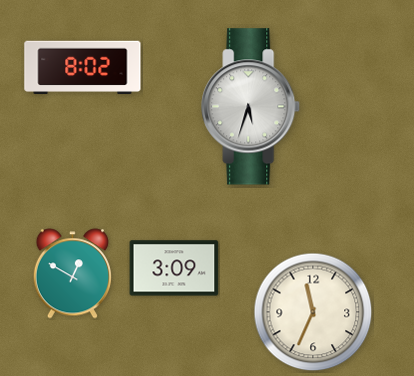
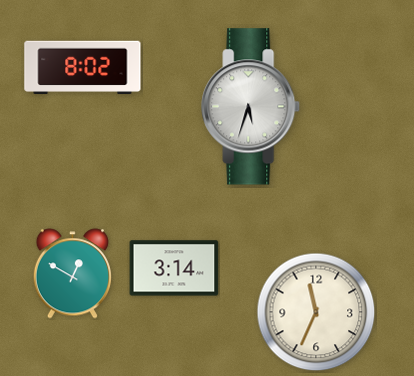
clock at (174, 268): 3:09 -> 3:14
clock at (313, 312) position: (313, 312) -> (316, 312)
